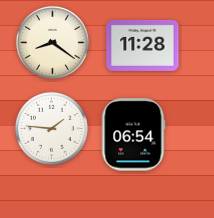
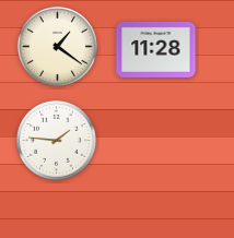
clock at (52, 42): 8:21 -> 1:21
clock at (134, 135): 06:54 -> none
